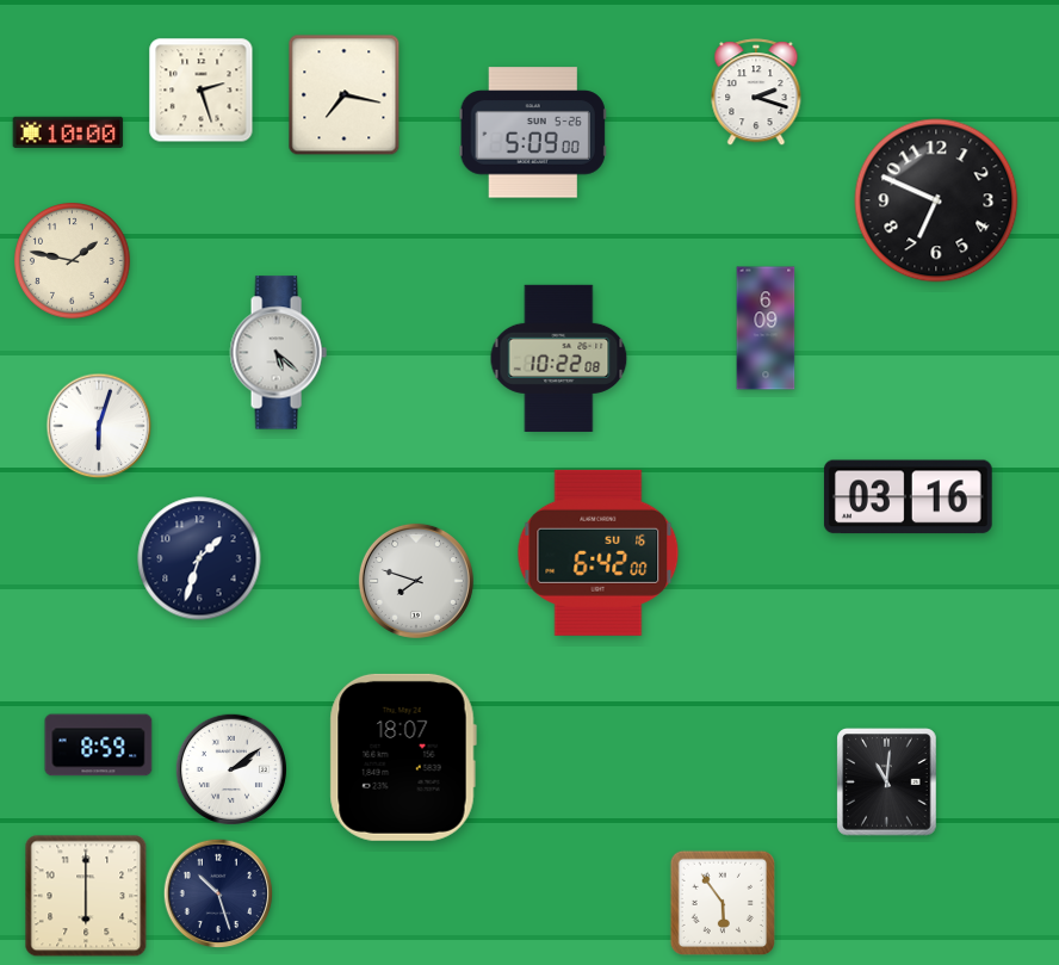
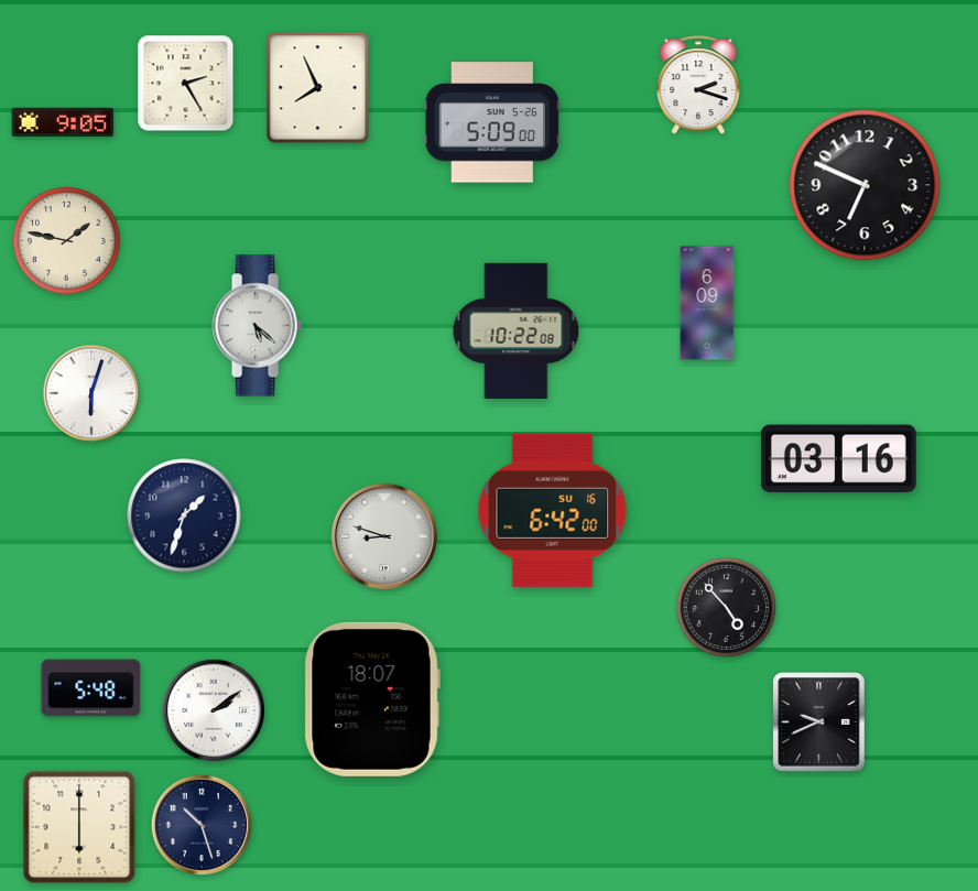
clock at (202, 91): 2:27 -> 2:25
clock at (345, 95): 7:17 -> 7:56
clock at (68, 132): 10:00 -> 9:05
clock at (416, 581): 7:48 -> 8:48
clock at (727, 608): none -> 4:53
clock at (99, 746): 8:59 -> 5:48
clock at (887, 782): 11:01 -> 9:41
clock at (723, 903): 5:54 -> none
